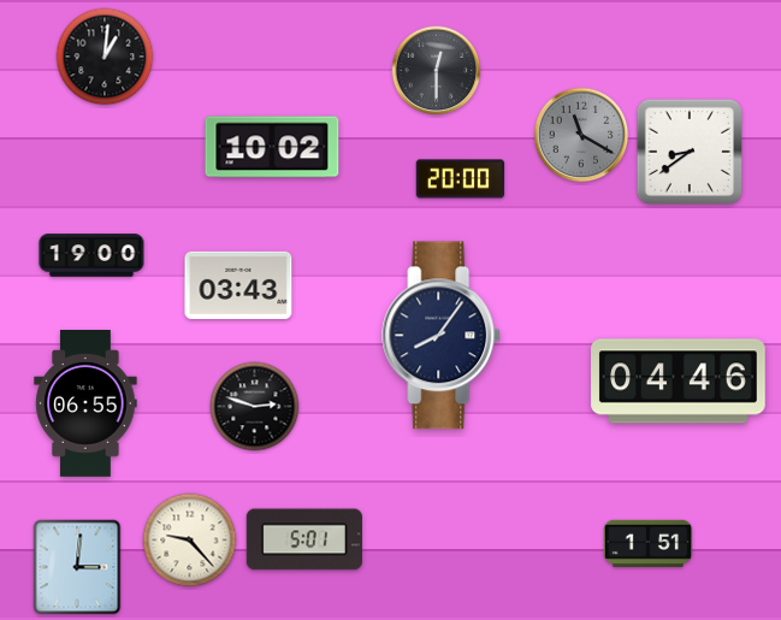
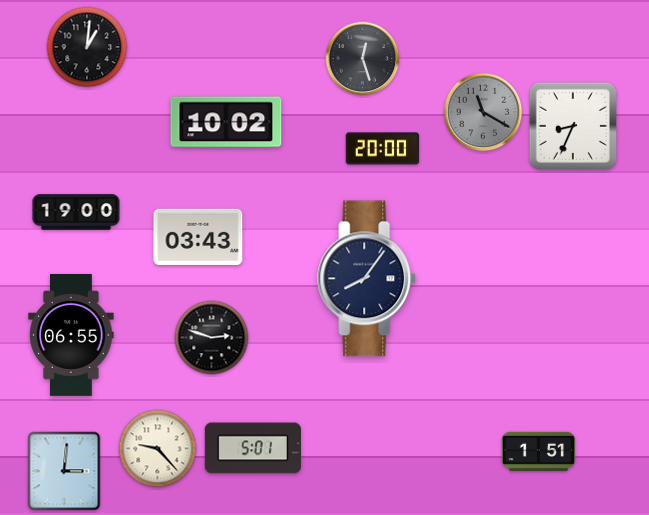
clock at (437, 71): 12:30 -> 12:27
clock at (690, 152): 8:39 -> 8:34
clock at (679, 382): 04:46 -> none
